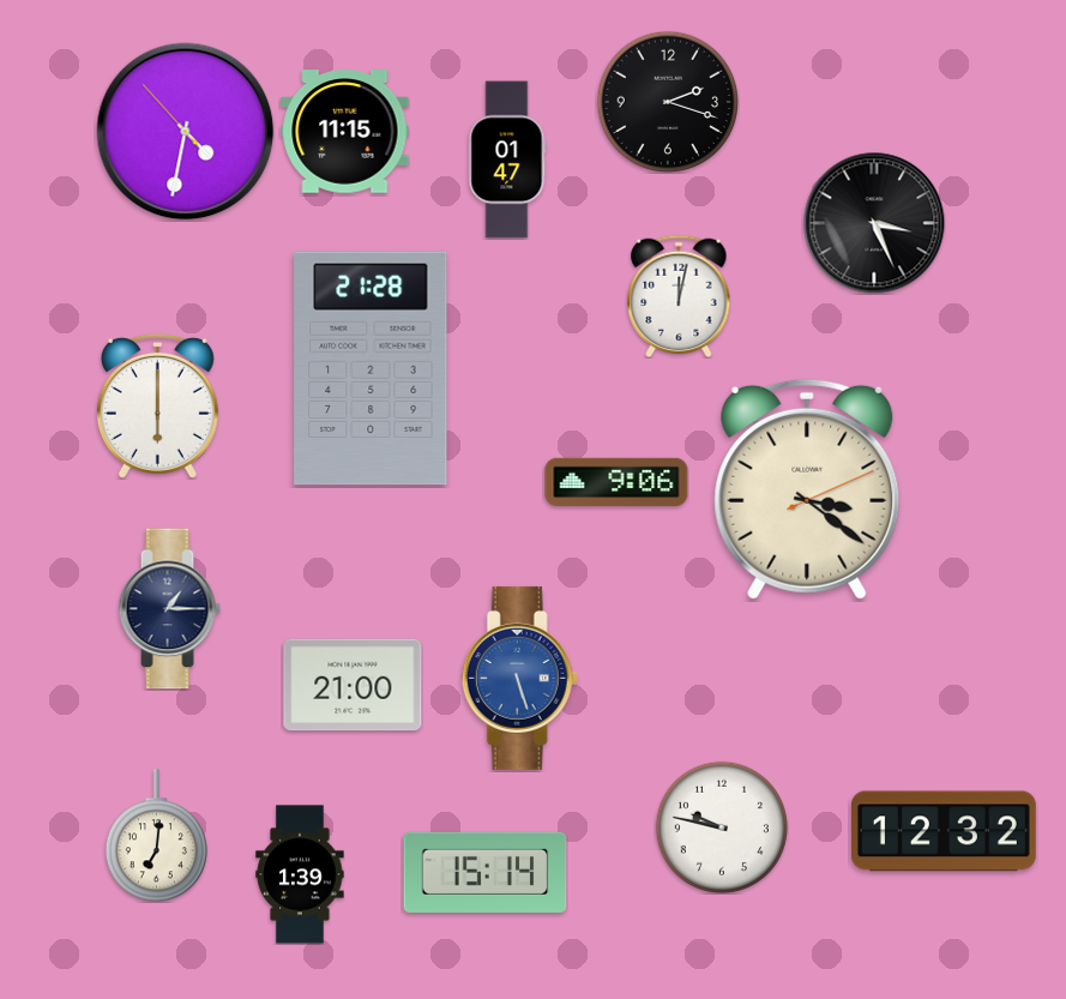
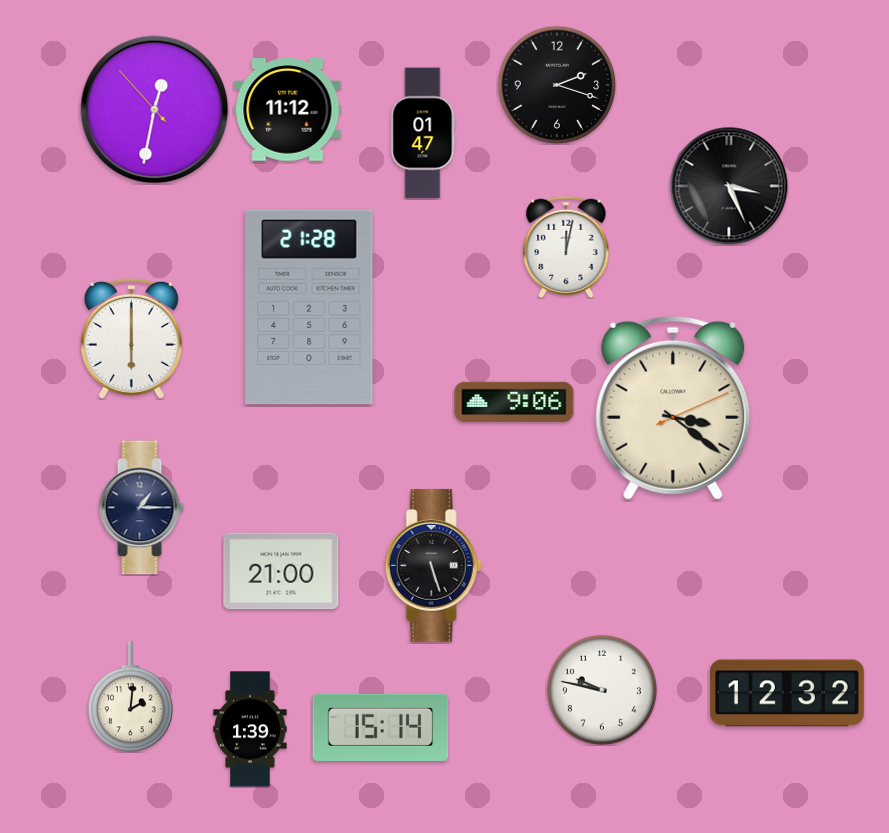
clock at (186, 132): 4:31 -> 12:31
clock at (345, 132): 11:15 -> 11:12
clock at (519, 678) dial: blue -> black
clock at (353, 685) position: (353, 685) -> (281, 571)
clock at (156, 836): 7:01 -> 2:01
clock at (486, 872) position: (486, 872) -> (381, 727)
